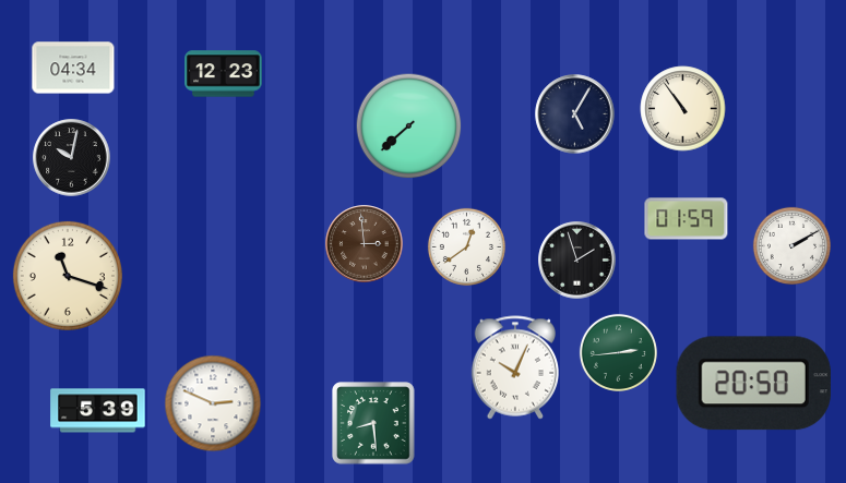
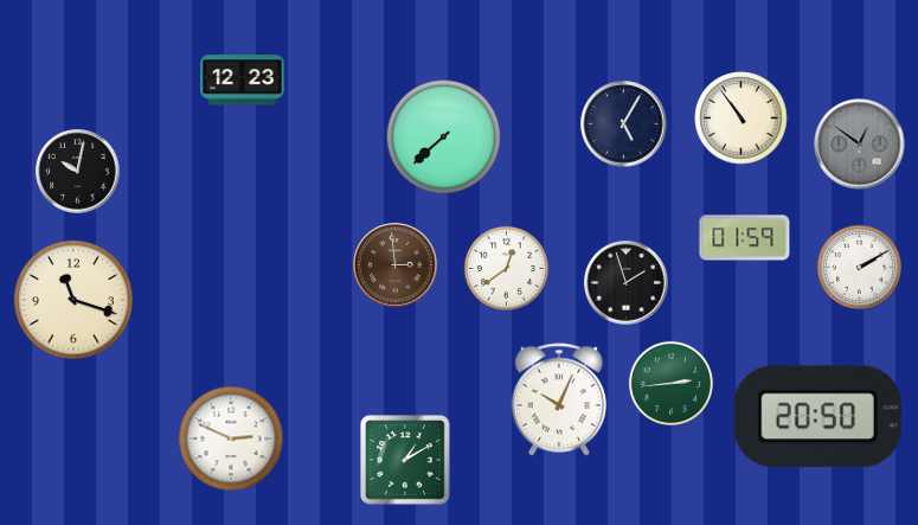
clock at (73, 68): 04:34 -> none
clock at (860, 145): none -> 12:51
clock at (98, 411): 5:39 -> none
clock at (373, 423): 8:29 -> 1:10
